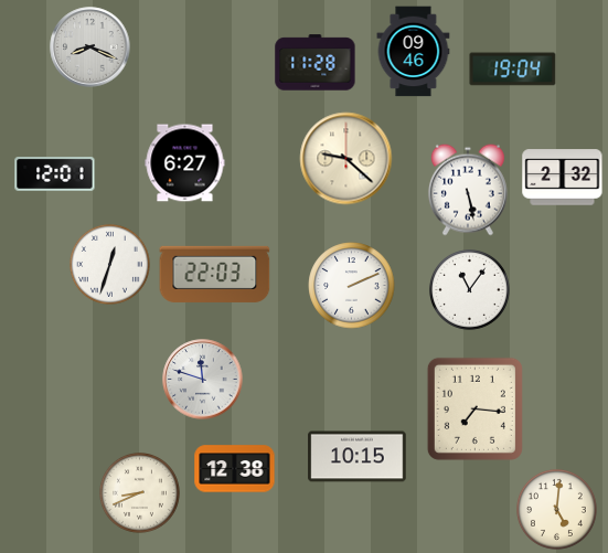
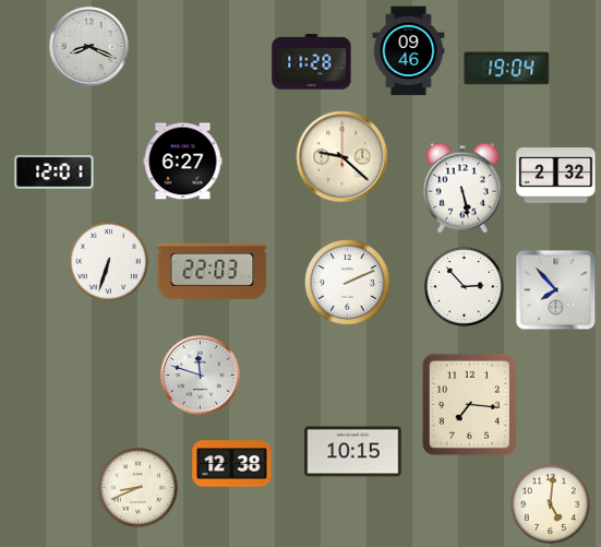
clock at (109, 264): 12:33 -> 6:33
clock at (469, 289): 11:06 -> 2:53
clock at (556, 290): none -> 7:53
